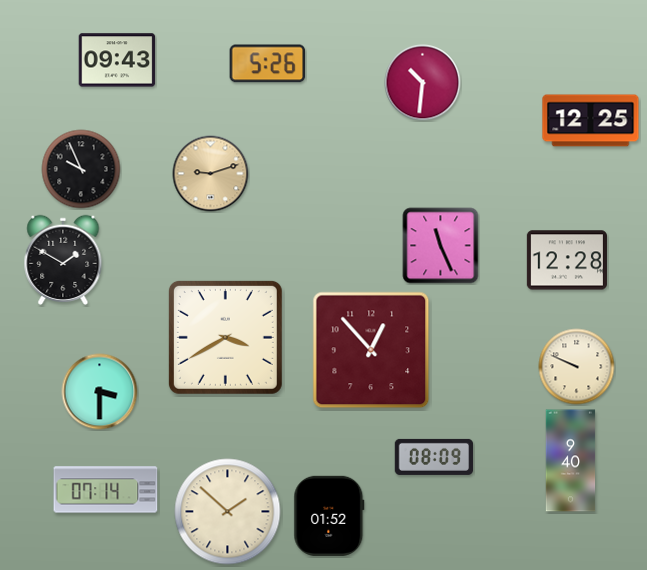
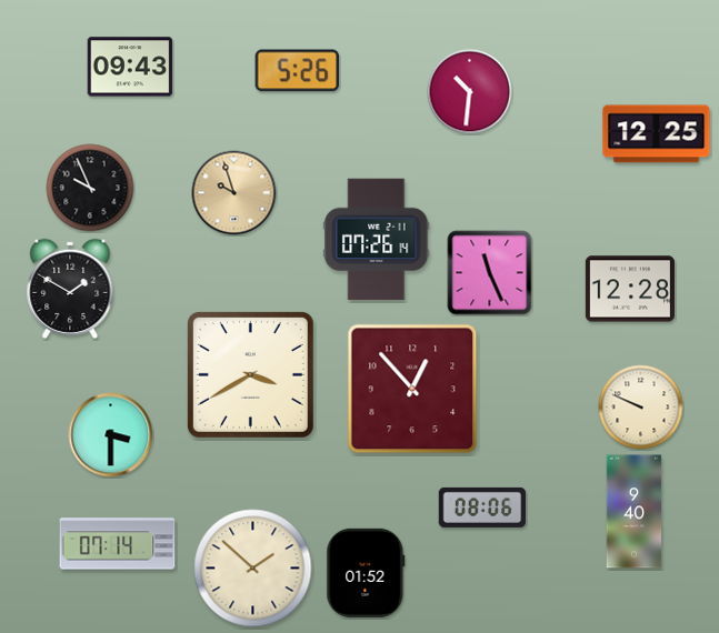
clock at (211, 174): 9:12 -> 9:57
clock at (377, 240): none -> 07:26
clock at (434, 457): 08:09 -> 08:06
